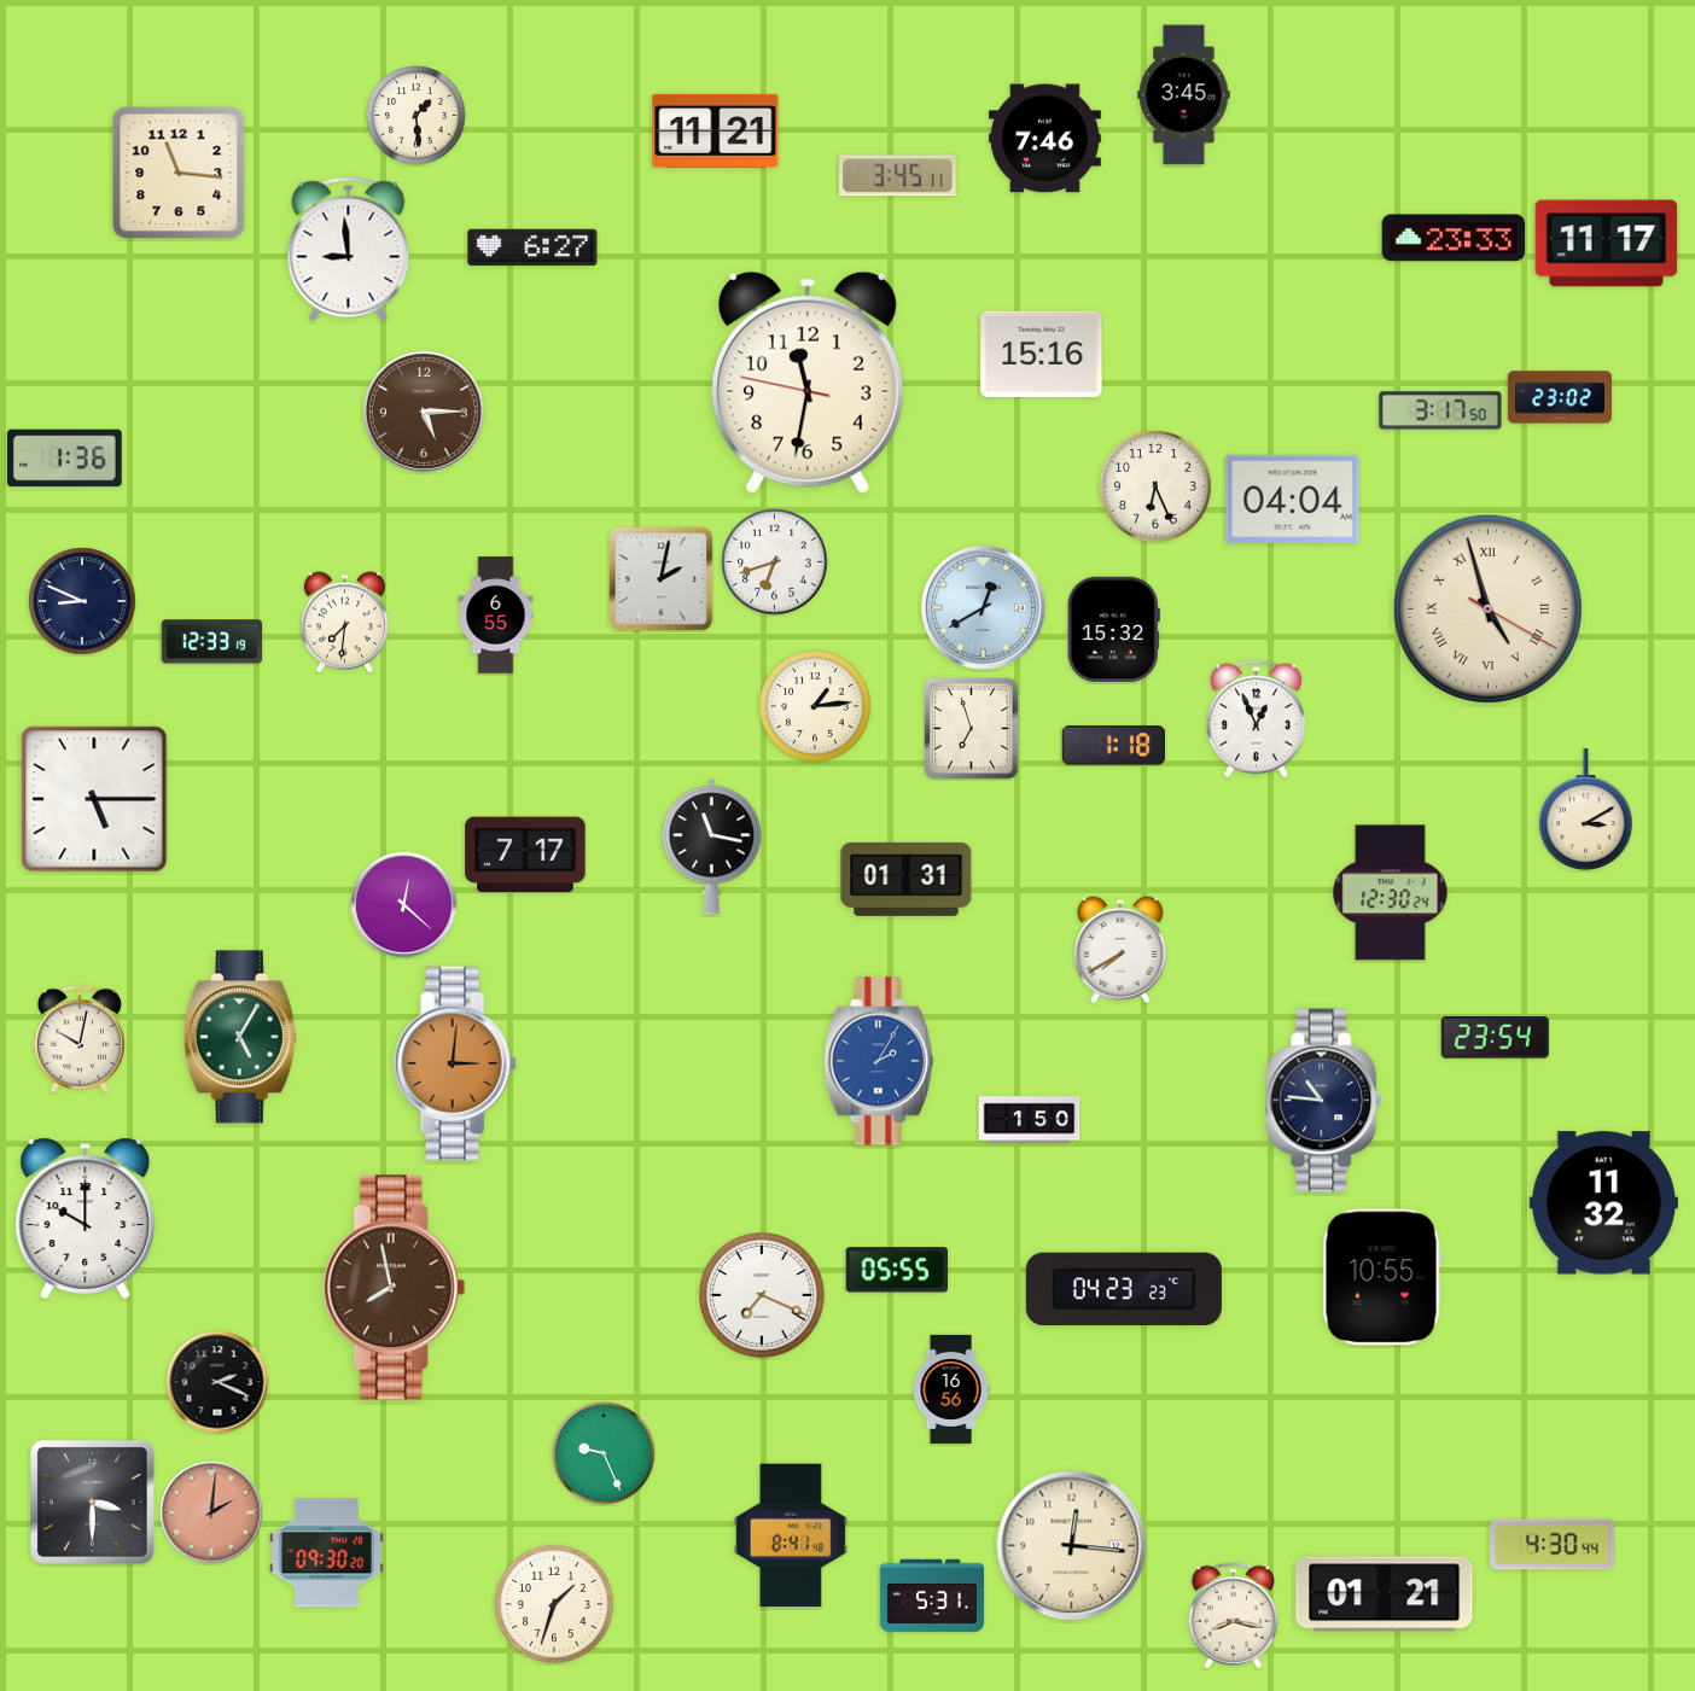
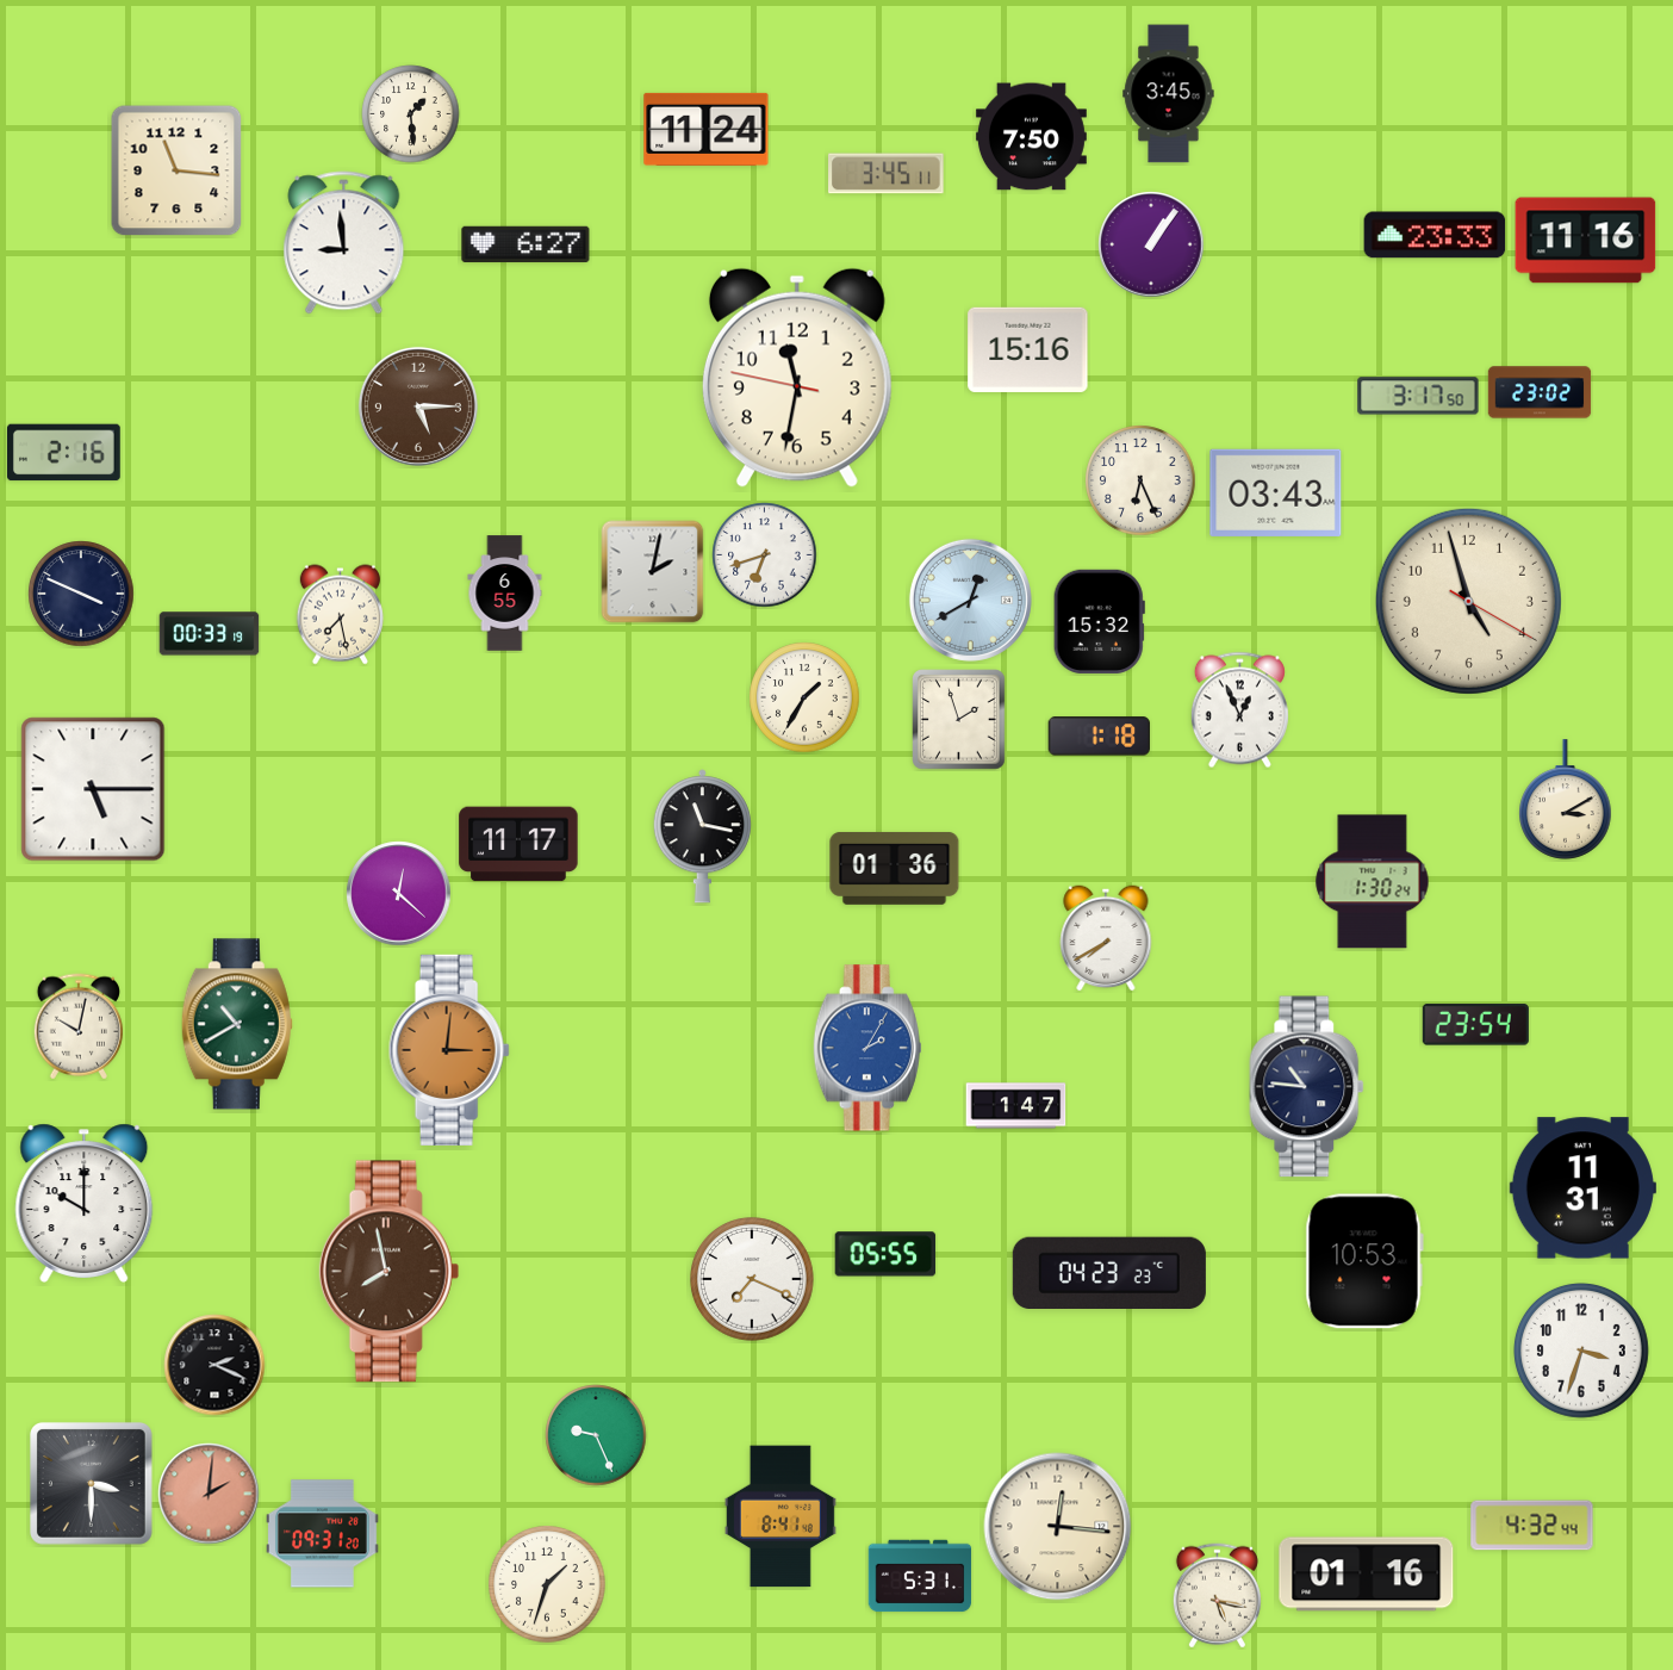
clock at (716, 130): 11:21 -> 11:24
clock at (1044, 139): 7:46 -> 7:50
clock at (1607, 244): 11:17 -> 11:16
clock at (1151, 244): none -> 1:06
clock at (349, 250) position: (349, 250) -> (344, 243)
clock at (1440, 410) position: (1440, 410) -> (1418, 396)
clock at (65, 459): 1:36 -> 2:16
clock at (1293, 498): 04:04 -> 03:43
clock at (82, 601): 8:49 -> 3:49
clock at (1487, 608) numerals: Roman -> Arabic
clock at (496, 616) position: (496, 616) -> (505, 594)
clock at (344, 623): 7:31 -> 7:28
clock at (212, 642): 12:33 -> 00:33
clock at (815, 706): 1:14 -> 1:35
clock at (972, 729): 6:57 -> 1:57
clock at (525, 855): 7:17 -> 11:17
clock at (907, 879): 01:31 -> 01:36
clock at (1391, 893): 12:30 -> 1:30
clock at (240, 1037): 5:05 -> 10:40
clock at (1030, 1120): 1:50 -> 1:47
clock at (1603, 1203): 11:32 -> 11:31
clock at (1382, 1277): 10:55 -> 10:53
clock at (1581, 1351): none -> 3:33
clock at (951, 1389): 16:56 -> none
clock at (1553, 1545): 4:30 -> 4:32
clock at (327, 1553): 09:30 -> 09:31
clock at (1385, 1594): 01:21 -> 01:16
clock at (1233, 1616): 8:17 -> 5:17
